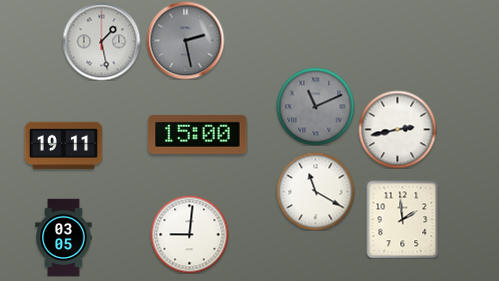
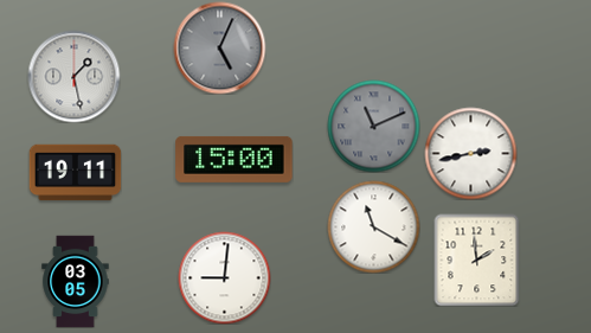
clock at (185, 40): 2:28 -> 5:04
clock at (101, 41) position: (101, 41) -> (73, 76)
